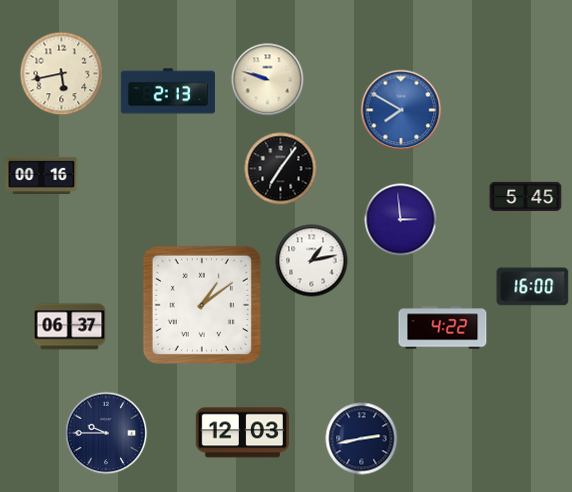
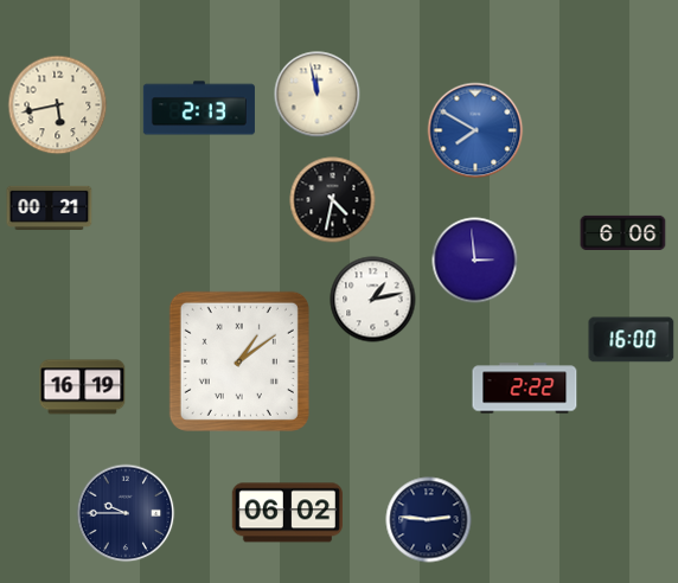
clock at (62, 74) position: (62, 74) -> (58, 105)
clock at (268, 80): 9:48 -> 11:58
clock at (281, 169): 7:06 -> 4:32
clock at (42, 175): 00:16 -> 00:21
clock at (526, 196): 5:45 -> 6:06
clock at (312, 261) position: (312, 261) -> (373, 300)
clock at (70, 327): 06:37 -> 16:19
clock at (443, 328): 4:22 -> 2:22
clock at (242, 433): 12:03 -> 06:02
clock at (362, 439): 2:43 -> 2:46
